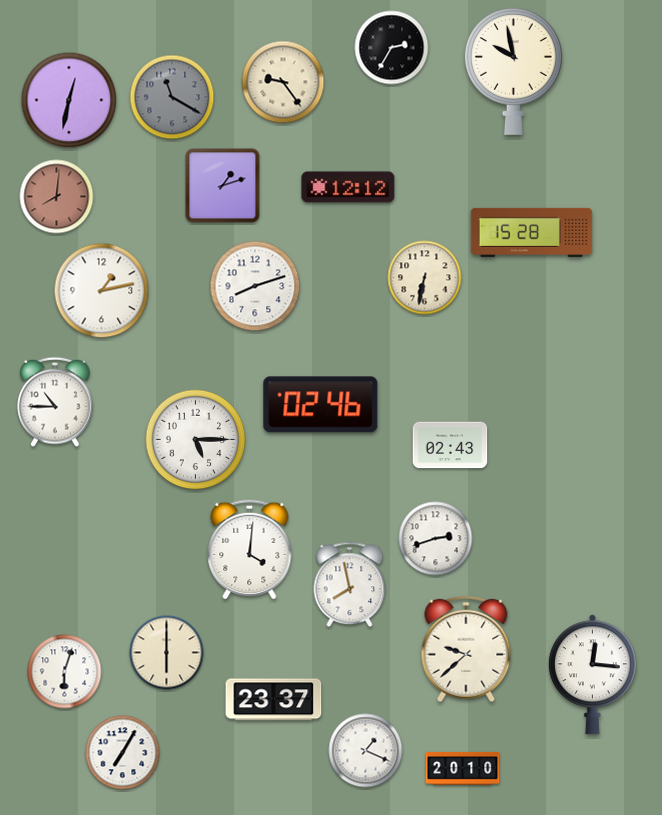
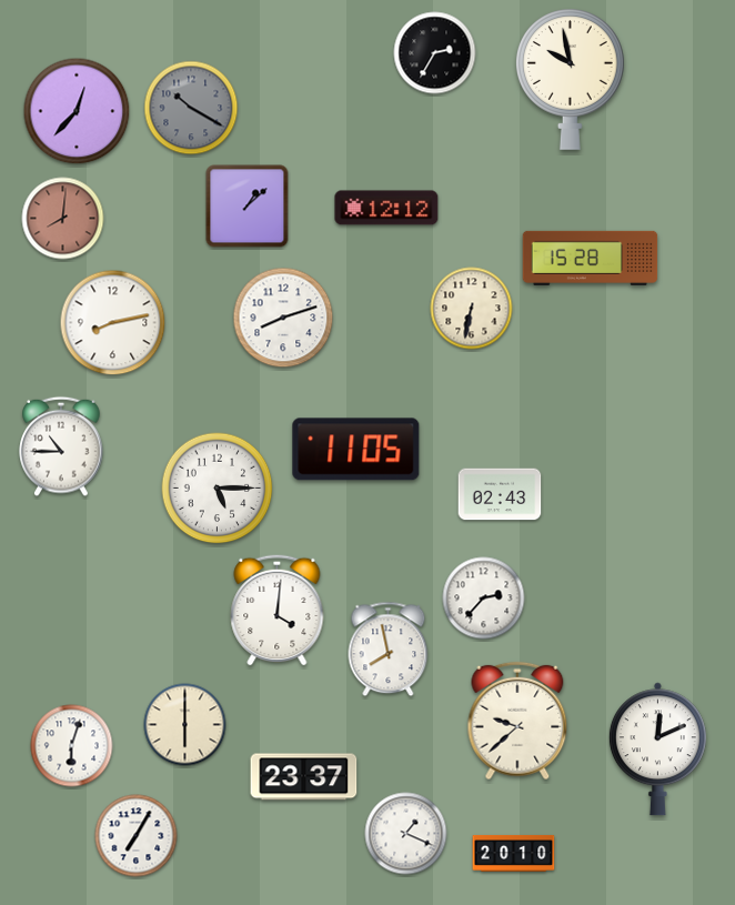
clock at (283, 82): 9:24 -> none
clock at (172, 97): 11:20 -> 10:20
clock at (69, 100): 12:32 -> 12:37
clock at (223, 186): 1:12 -> 1:08
clock at (102, 291): 1:13 -> 8:13
clock at (321, 405): 02:46 -> 11:05
clock at (436, 539): 2:42 -> 2:37
clock at (592, 675): 12:16 -> 12:11
